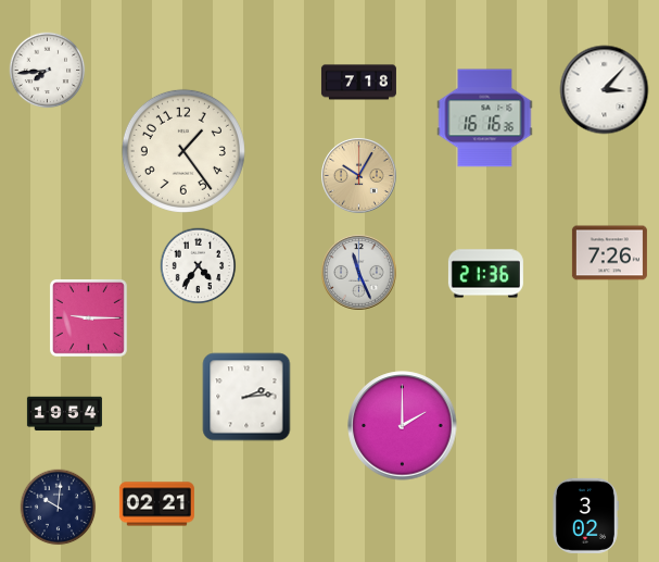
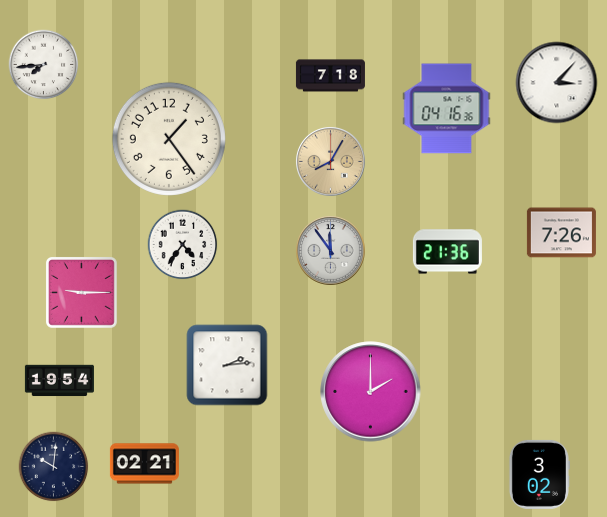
clock at (485, 118): 16:16 -> 04:16
clock at (359, 176): 10:05 -> 8:05
clock at (359, 273): 11:26 -> 11:54
